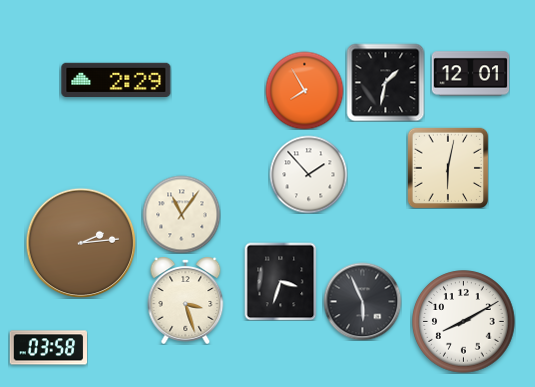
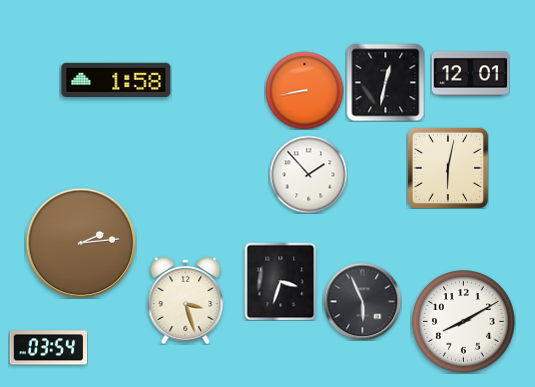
clock at (116, 79): 2:29 -> 1:58
clock at (385, 82): 1:32 -> 12:32
clock at (304, 90): 7:55 -> 8:43
clock at (181, 214): 11:06 -> none
clock at (48, 348): 03:58 -> 03:54
